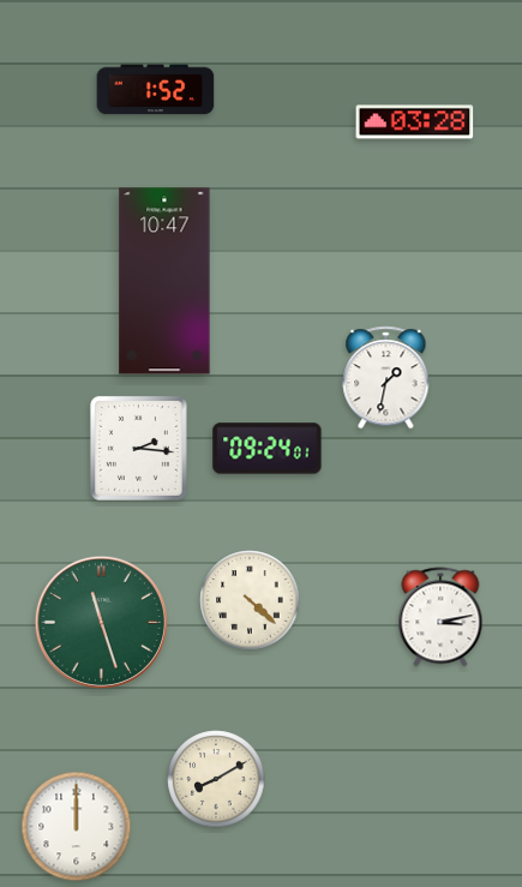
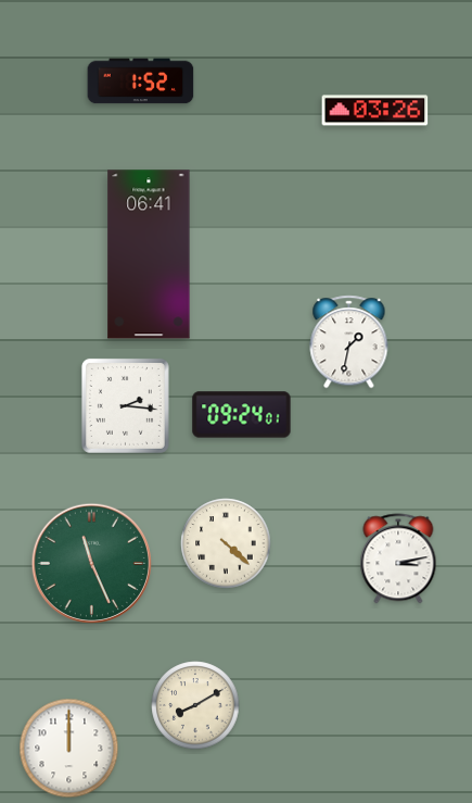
clock at (415, 122): 03:28 -> 03:26
clock at (164, 281): 10:47 -> 06:41
clock at (268, 449) position: (268, 449) -> (242, 415)
clock at (101, 622): 11:27 -> 11:26
